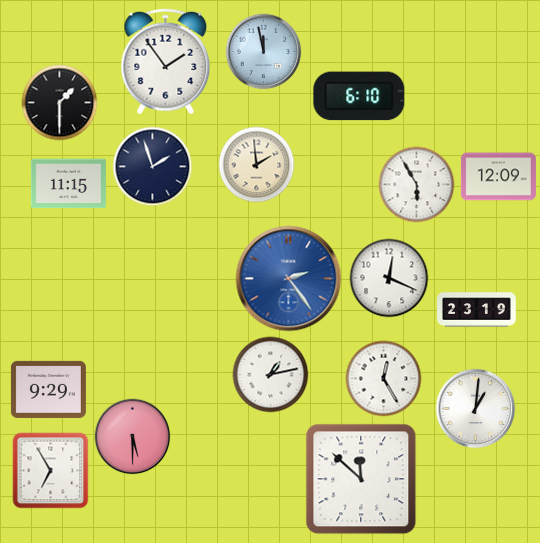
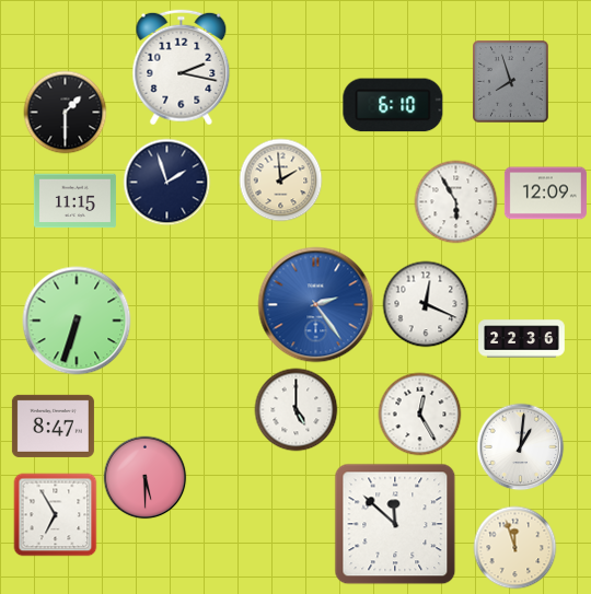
clock at (264, 52): 11:58 -> none
clock at (166, 62): 1:54 -> 2:17
clock at (511, 82): none -> 7:57
clock at (77, 321): none -> 6:33
clock at (477, 310): 23:19 -> 22:36
clock at (271, 375): 1:13 -> 5:00
clock at (48, 389): 9:29 -> 8:47
clock at (515, 548): none -> 11:57
